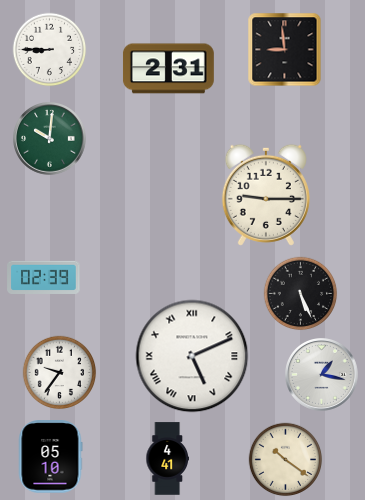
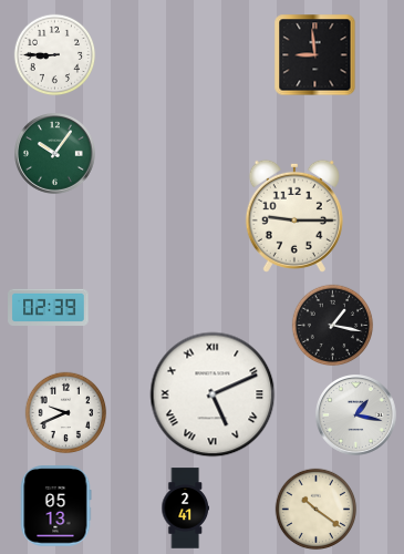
clock at (168, 69): 2:31 -> none
clock at (50, 139): 10:01 -> 10:06
clock at (301, 294): 5:26 -> 1:17
clock at (60, 373): 9:36 -> 9:41
clock at (50, 457): 05:10 -> 05:13
clock at (167, 459): 4:41 -> 2:41
